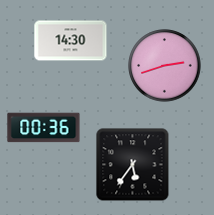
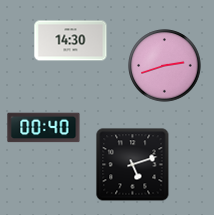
clock at (44, 128): 00:36 -> 00:40
clock at (133, 165): 5:36 -> 5:12
